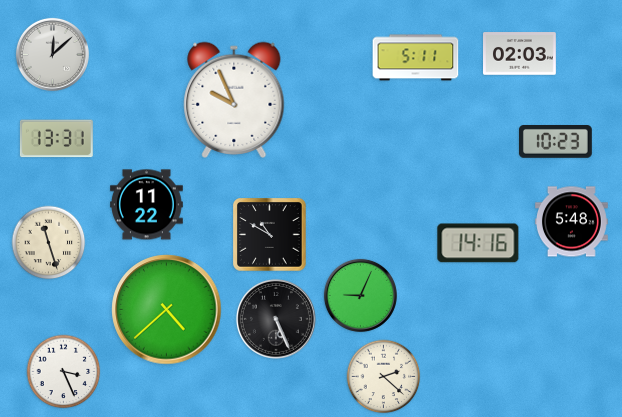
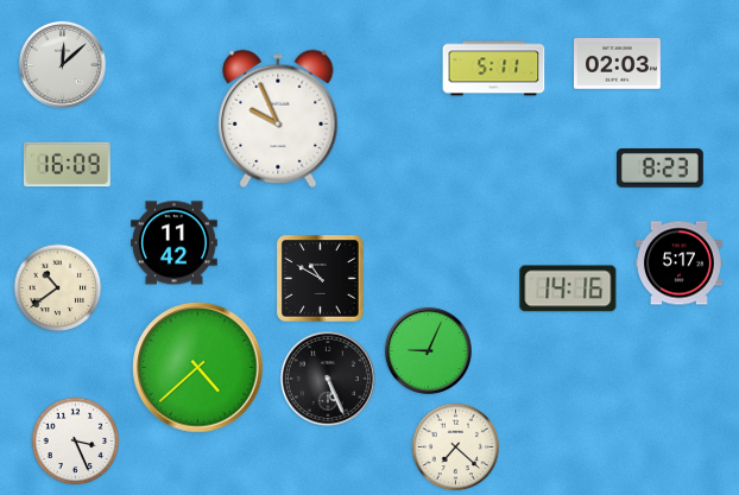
clock at (56, 139): 13:31 -> 16:09
clock at (555, 142): 10:23 -> 8:23
clock at (147, 205): 11:22 -> 11:42
clock at (572, 222): 5:48 -> 5:17
clock at (49, 243): 11:27 -> 10:39
clock at (384, 377): 2:22 -> 7:22
